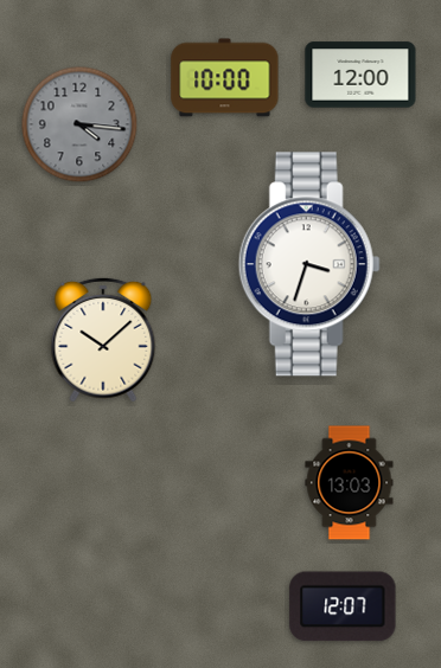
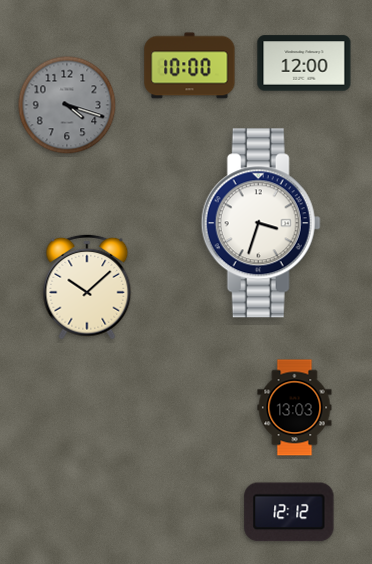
clock at (79, 124): 4:16 -> 4:18
clock at (343, 606): 12:07 -> 12:12
